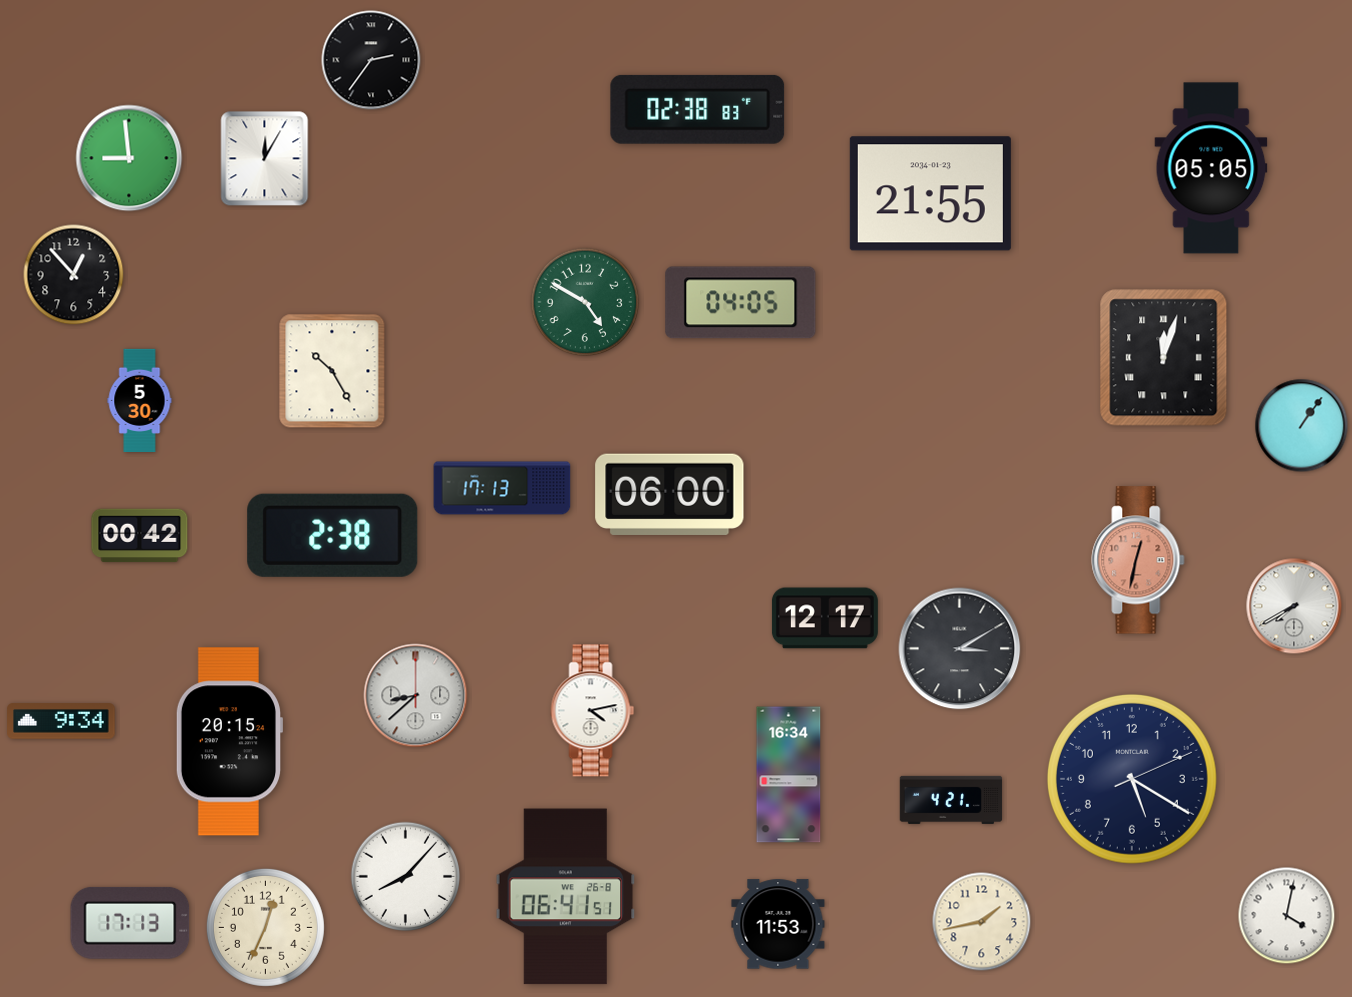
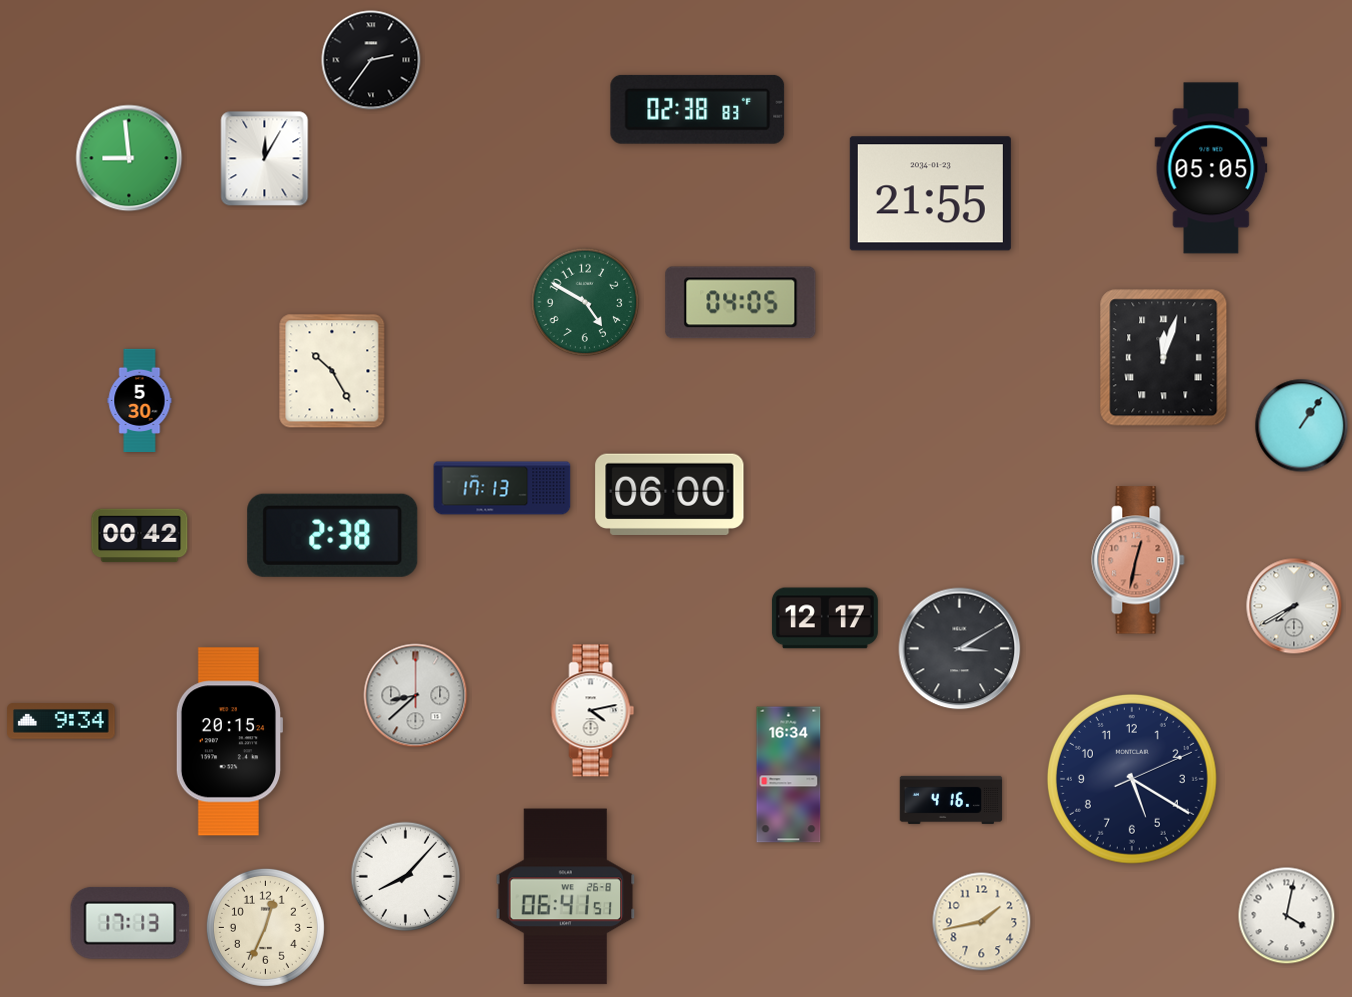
clock at (74, 275): 12:53 -> none
clock at (951, 800): 4:21 -> 4:16
clock at (778, 924): 11:53 -> none
